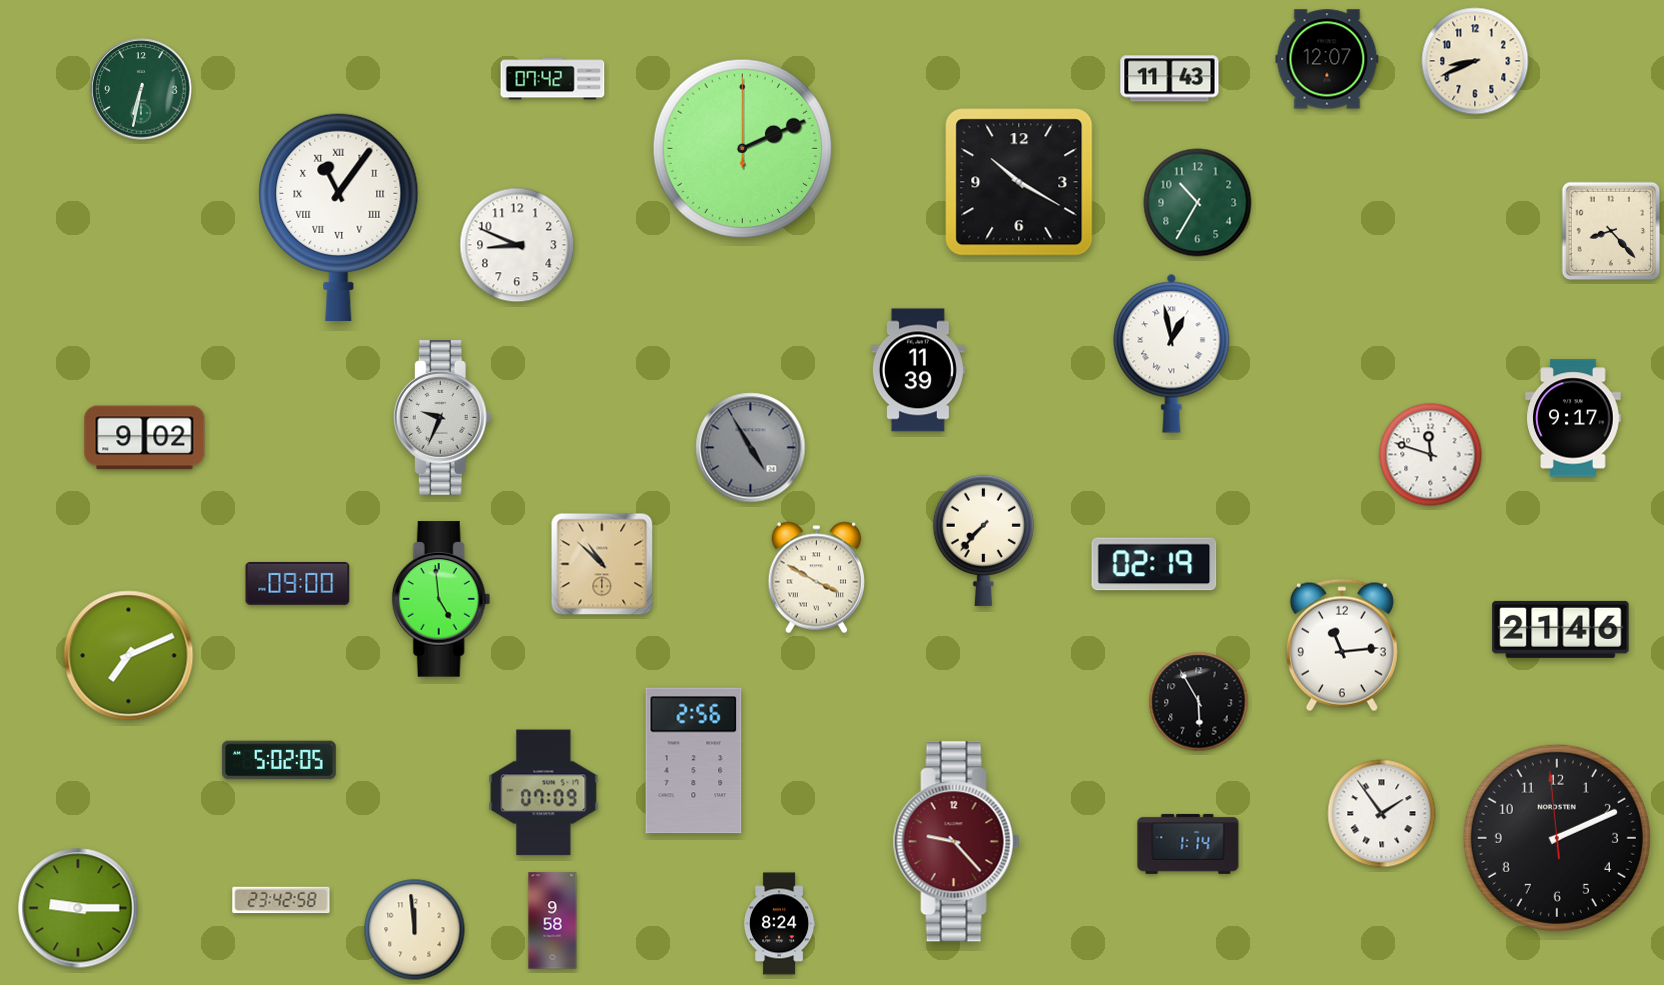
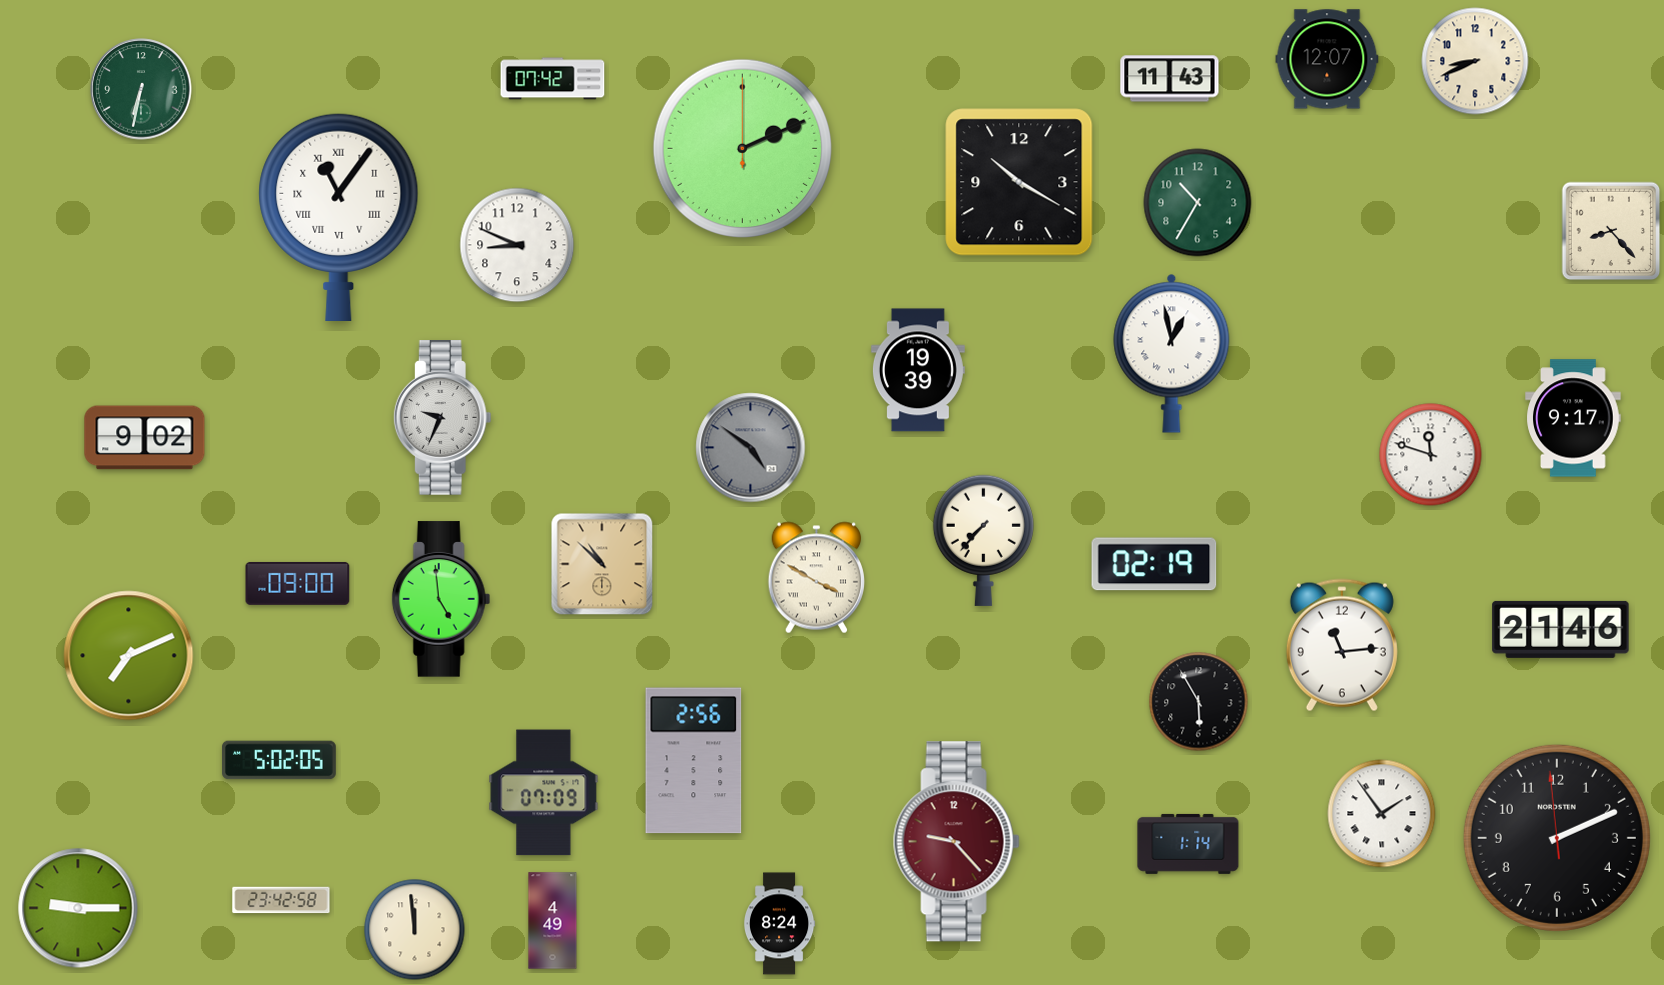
clock at (918, 370): 11:39 -> 19:39
clock at (751, 448): 4:55 -> 4:51
clock at (553, 921): 9:58 -> 4:49
